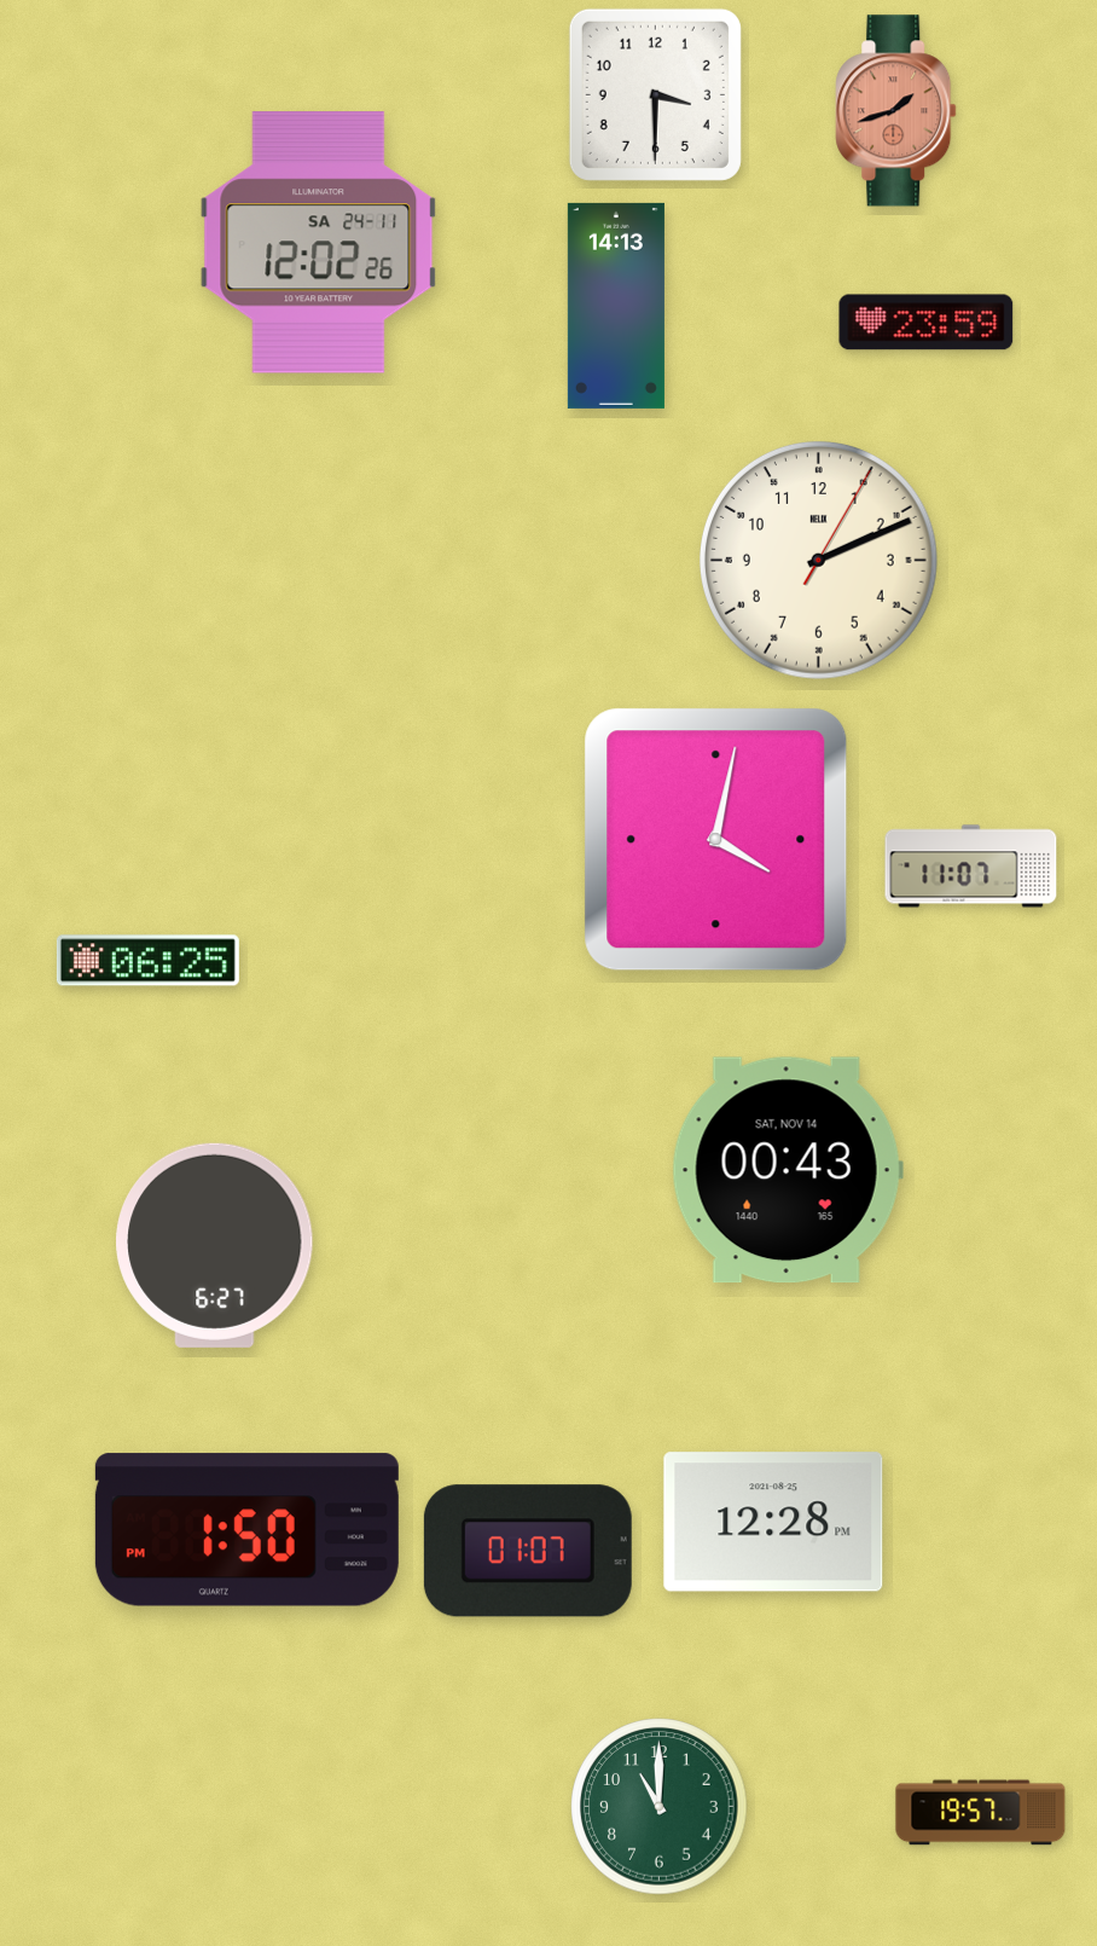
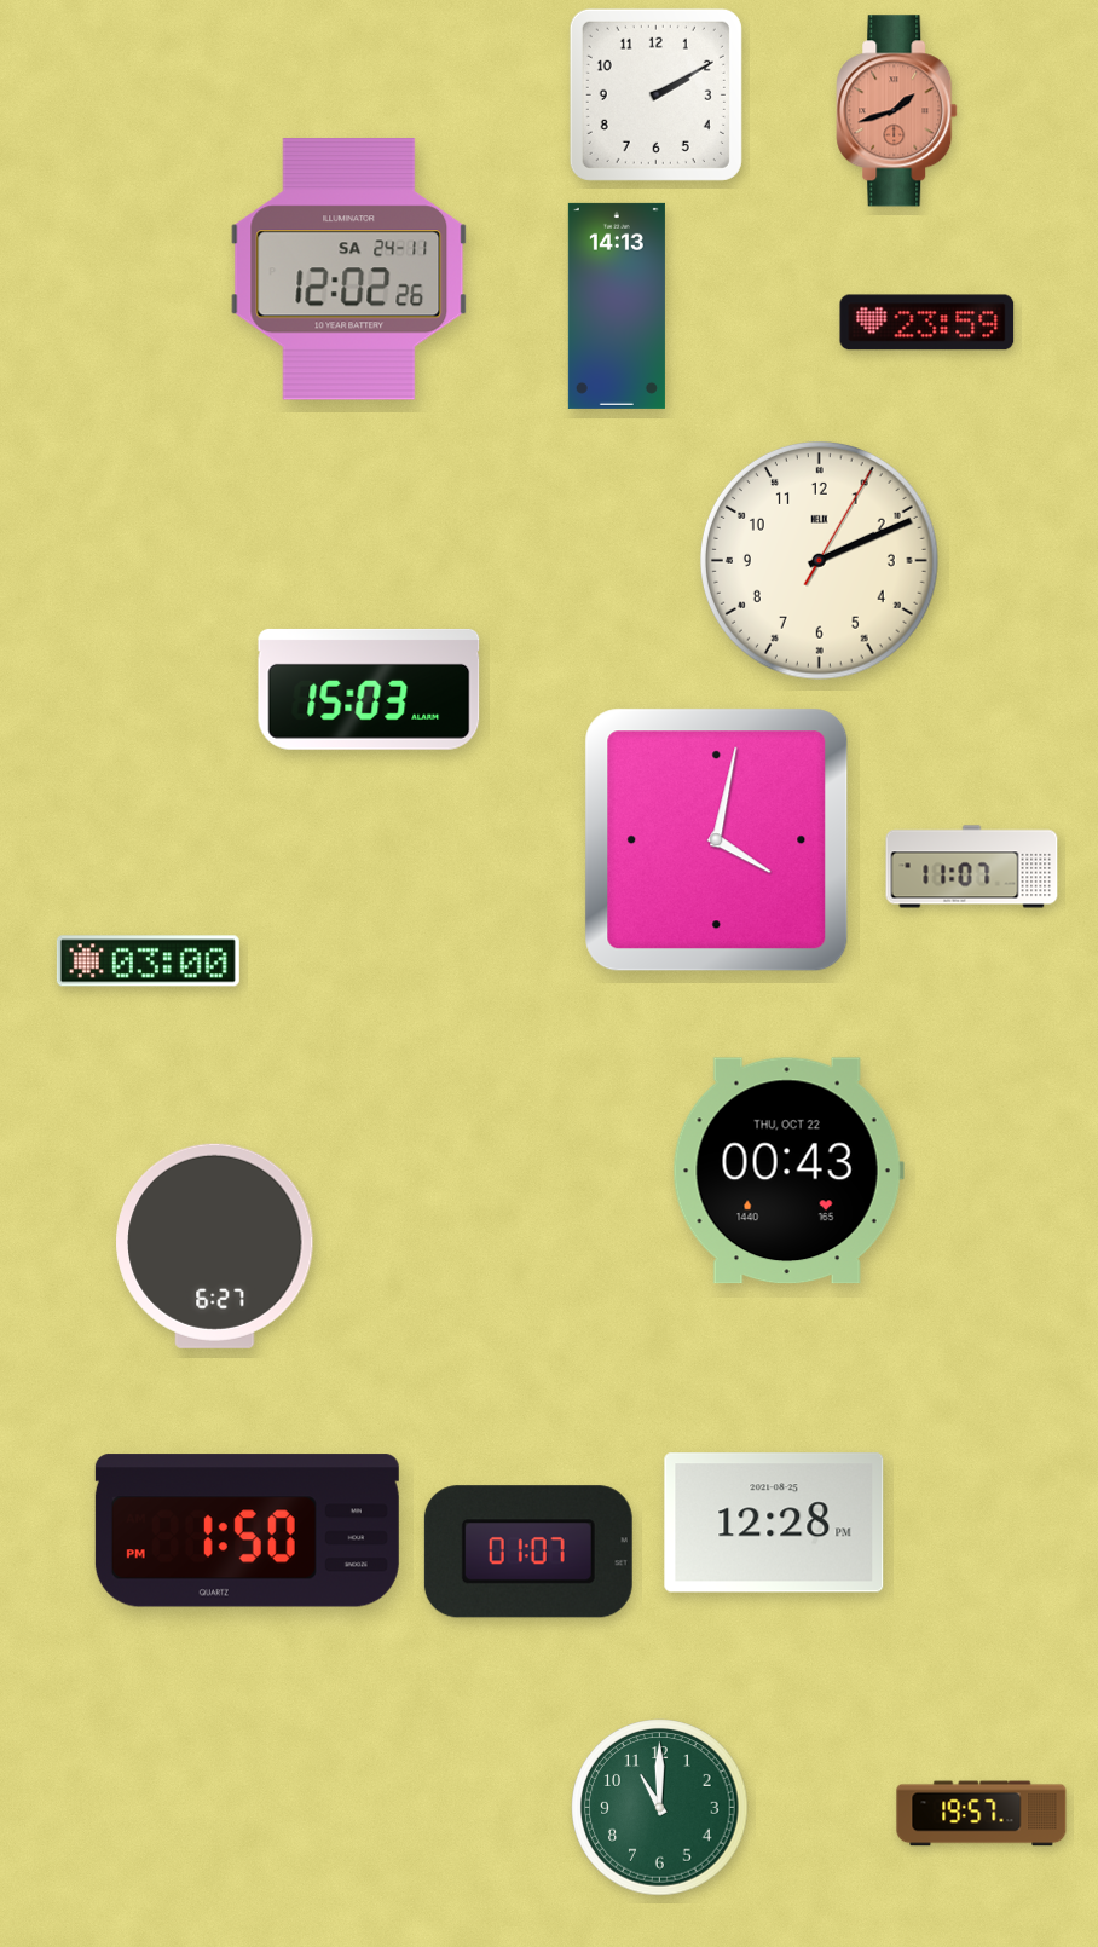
clock at (655, 94): 3:30 -> 2:10
clock at (319, 243) position: (319, 243) -> (349, 270)
clock at (369, 689): none -> 15:03
clock at (147, 961): 06:25 -> 03:00
clock at (788, 1170) date: SAT, NOV 14 -> THU, OCT 22
